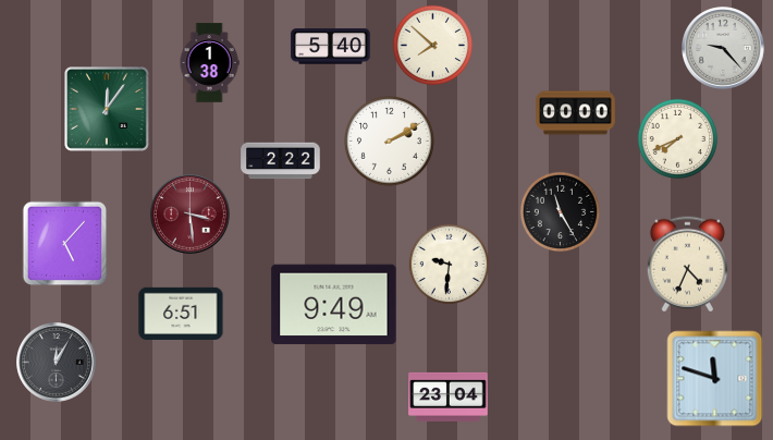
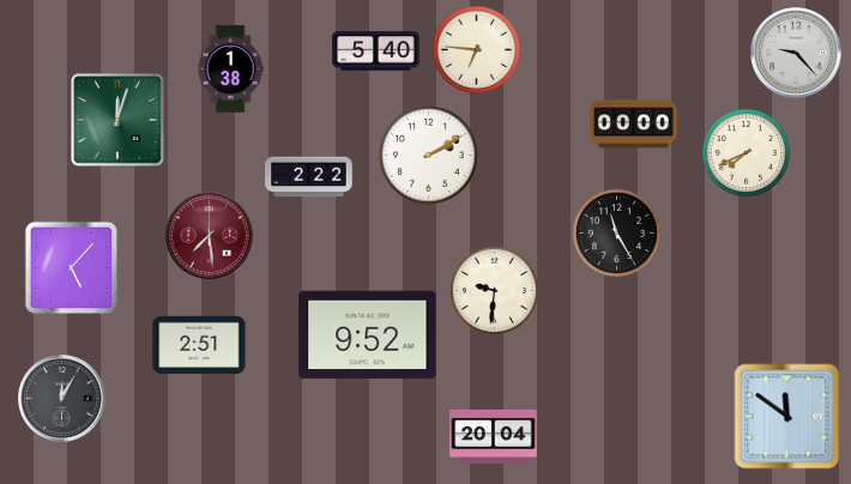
clock at (433, 46): 7:52 -> 6:46
clock at (331, 47) position: (331, 47) -> (376, 52)
clock at (108, 110): 12:06 -> 12:03
clock at (191, 215): 3:29 -> 7:29
clock at (687, 265): 4:34 -> none
clock at (334, 305): 9:49 -> 9:52
clock at (181, 313): 6:51 -> 2:51
clock at (715, 379): 11:48 -> 11:51
clock at (449, 396): 23:04 -> 20:04
